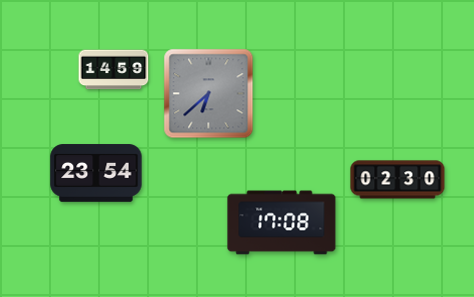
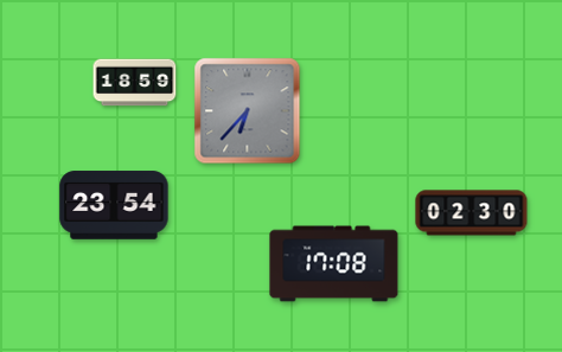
clock at (114, 70): 14:59 -> 18:59
clock at (209, 94): 6:38 -> 6:37
